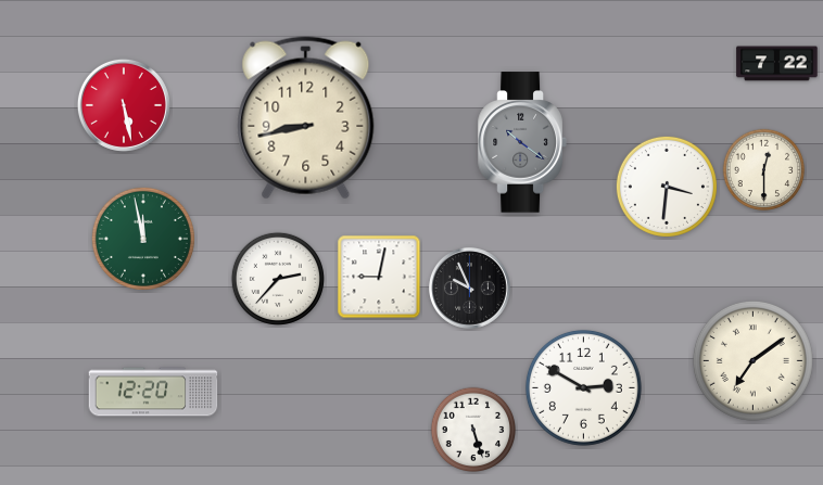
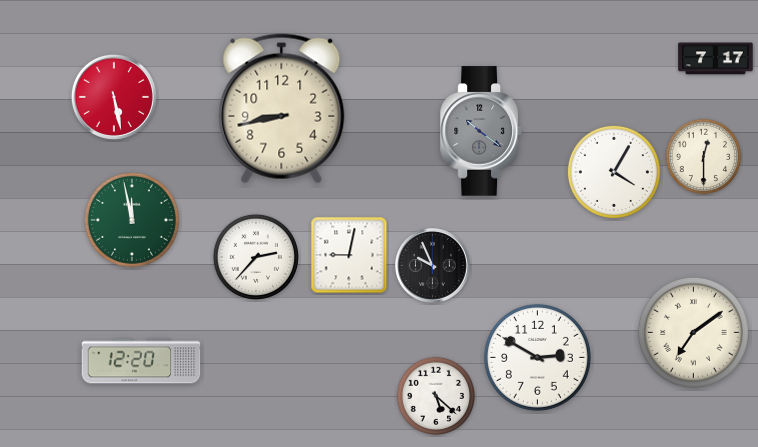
clock at (777, 64): 7:22 -> 7:17
clock at (667, 187): 3:31 -> 4:05
clock at (473, 430): 5:27 -> 5:22
